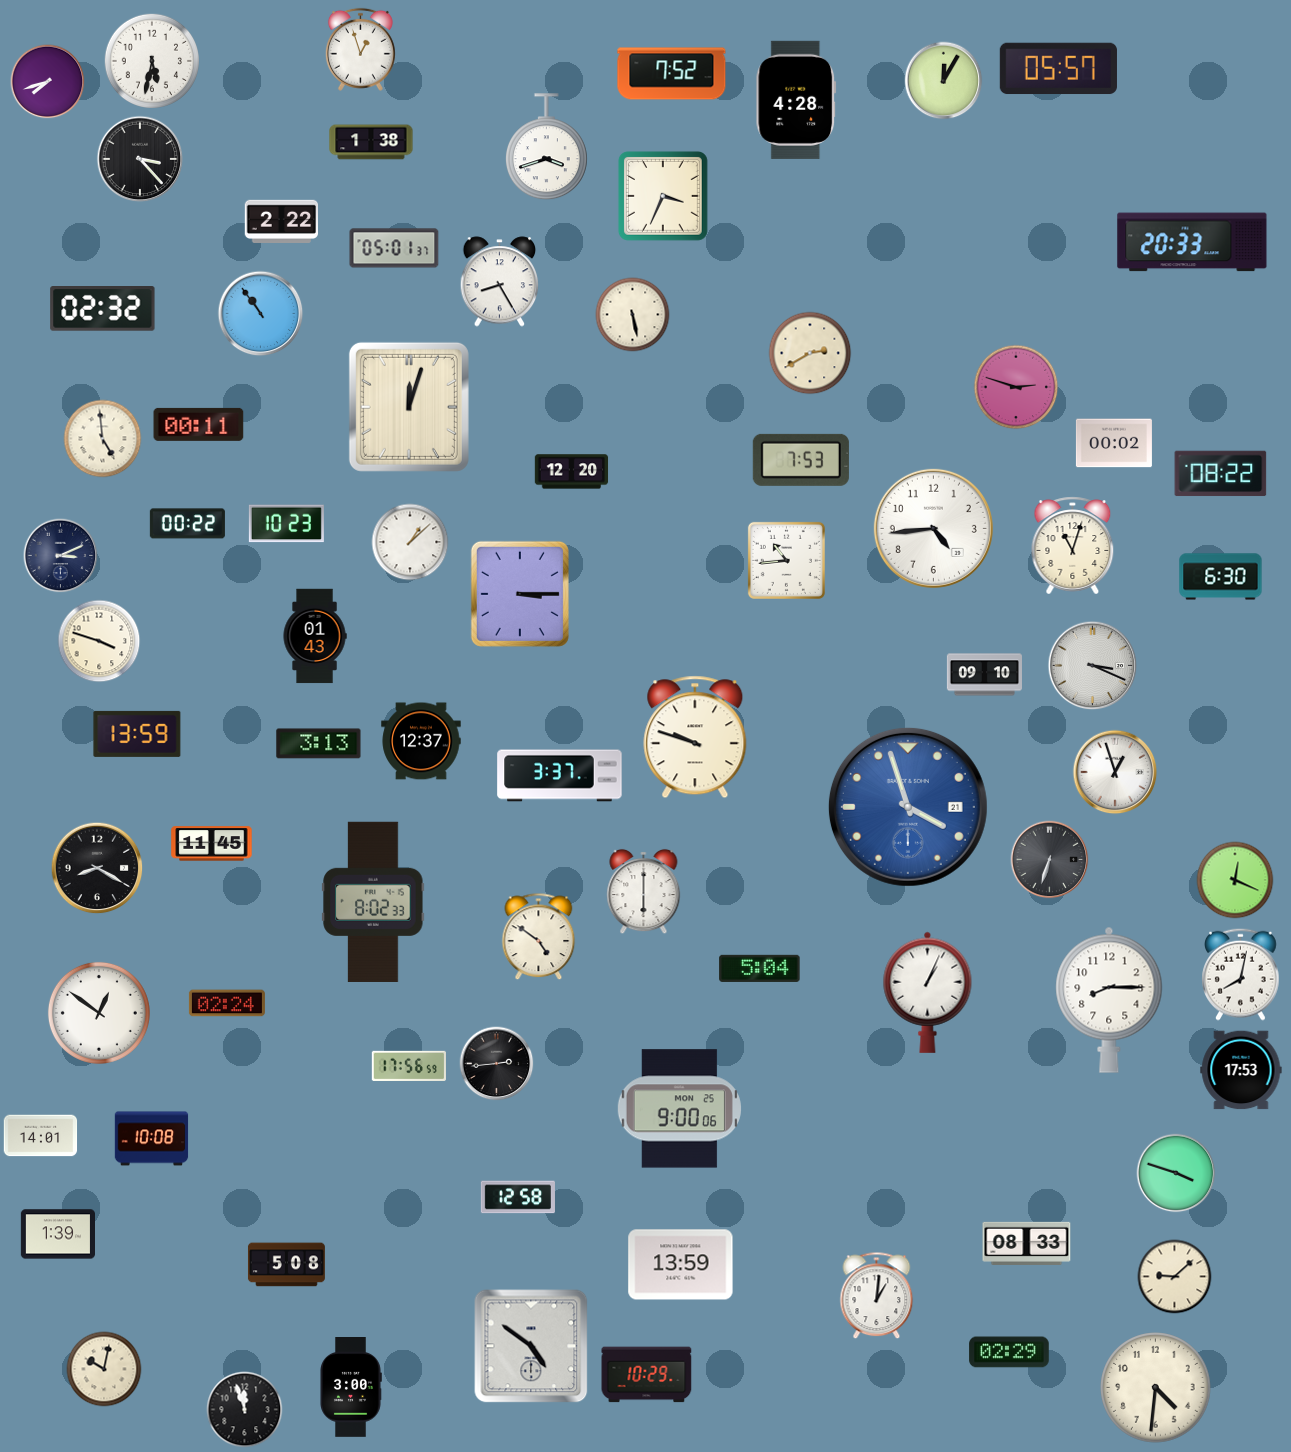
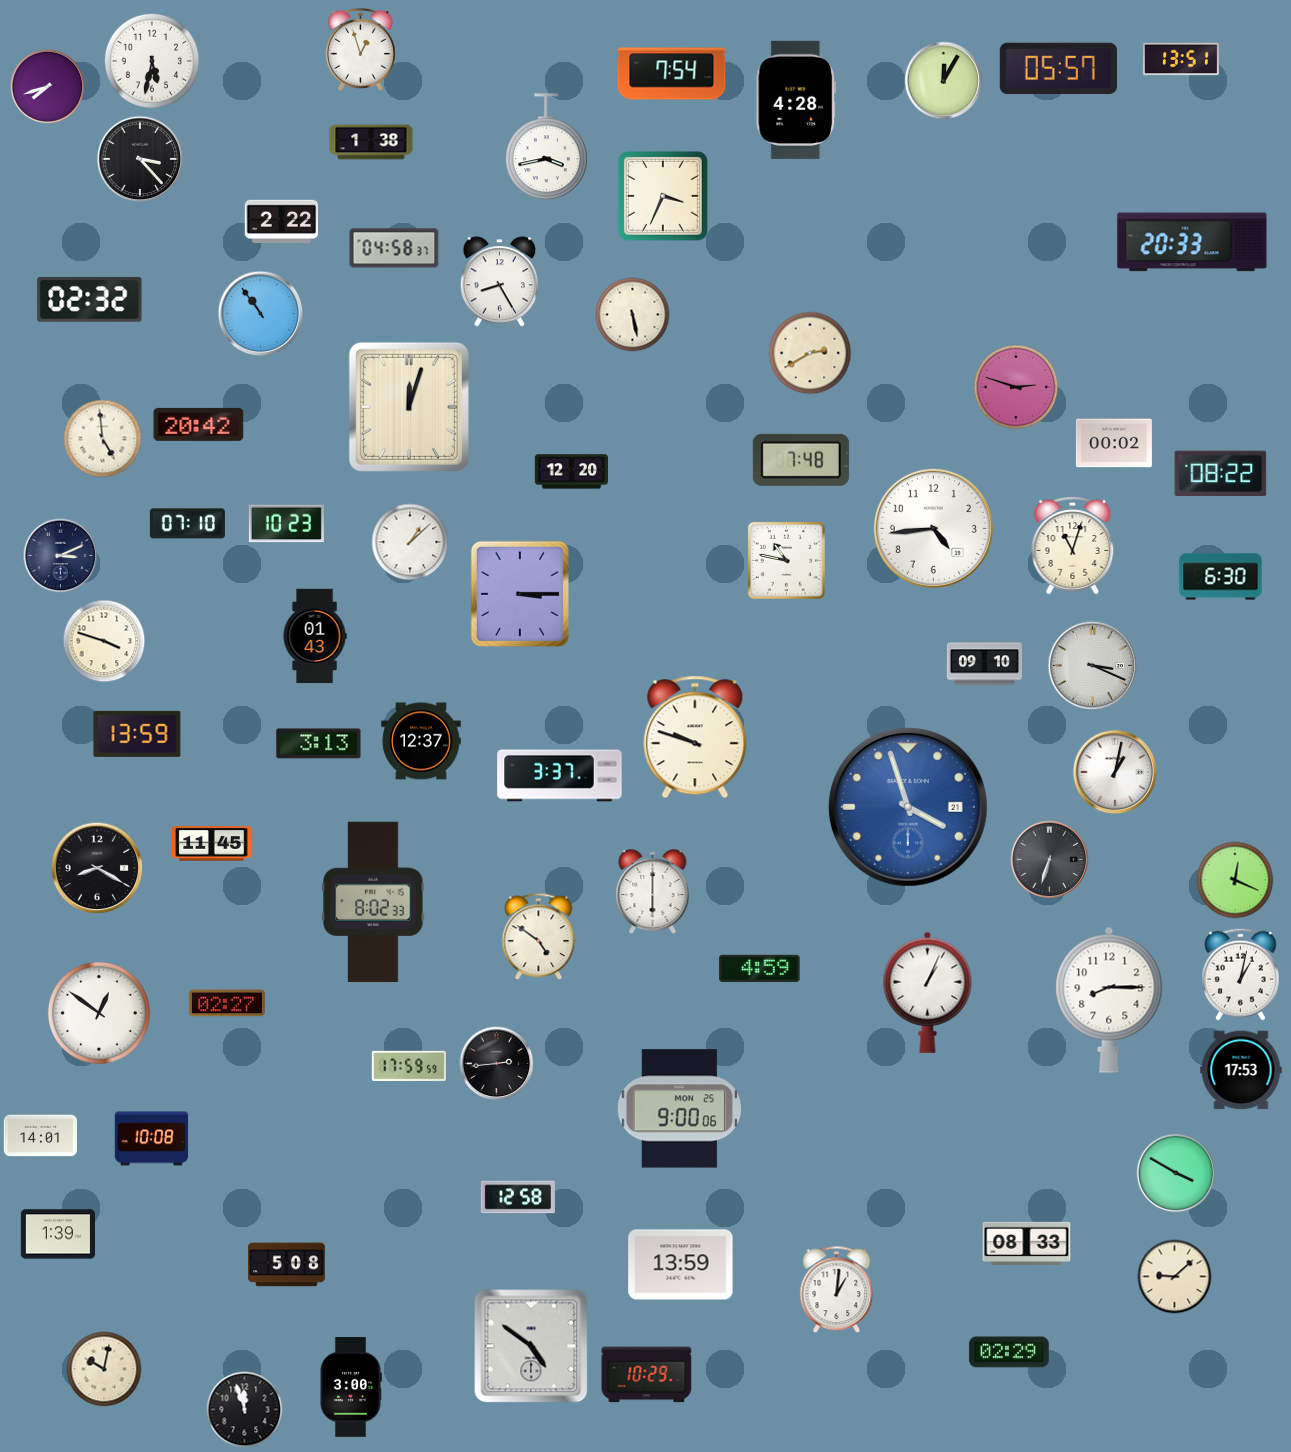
clock at (1181, 59): none -> 13:51
clock at (672, 74): 7:52 -> 7:54
clock at (48, 82) position: (48, 82) -> (48, 87)
clock at (546, 147): 3:42 -> 3:43
clock at (394, 248): 05:01 -> 04:58
clock at (103, 309) position: (103, 309) -> (90, 300)
clock at (199, 424): 00:11 -> 20:42
clock at (801, 460): 7:53 -> 7:48
clock at (187, 524): 00:22 -> 07:10
clock at (786, 560): 10:44 -> 10:47
clock at (99, 641) position: (99, 641) -> (104, 641)
clock at (984, 675) position: (984, 675) -> (984, 664)
clock at (1115, 772): 12:57 -> 1:02
clock at (644, 892) position: (644, 892) -> (653, 892)
clock at (760, 968): 5:04 -> 4:59
clock at (1241, 974): 8:02 -> 1:02
clock at (227, 1003): 02:24 -> 02:27
clock at (409, 1066): 17:56 -> 17:59
clock at (1176, 1173): 3:48 -> 3:50
clock at (877, 1296) position: (877, 1296) -> (837, 1290)
clock at (1156, 1388): 4:31 -> none
